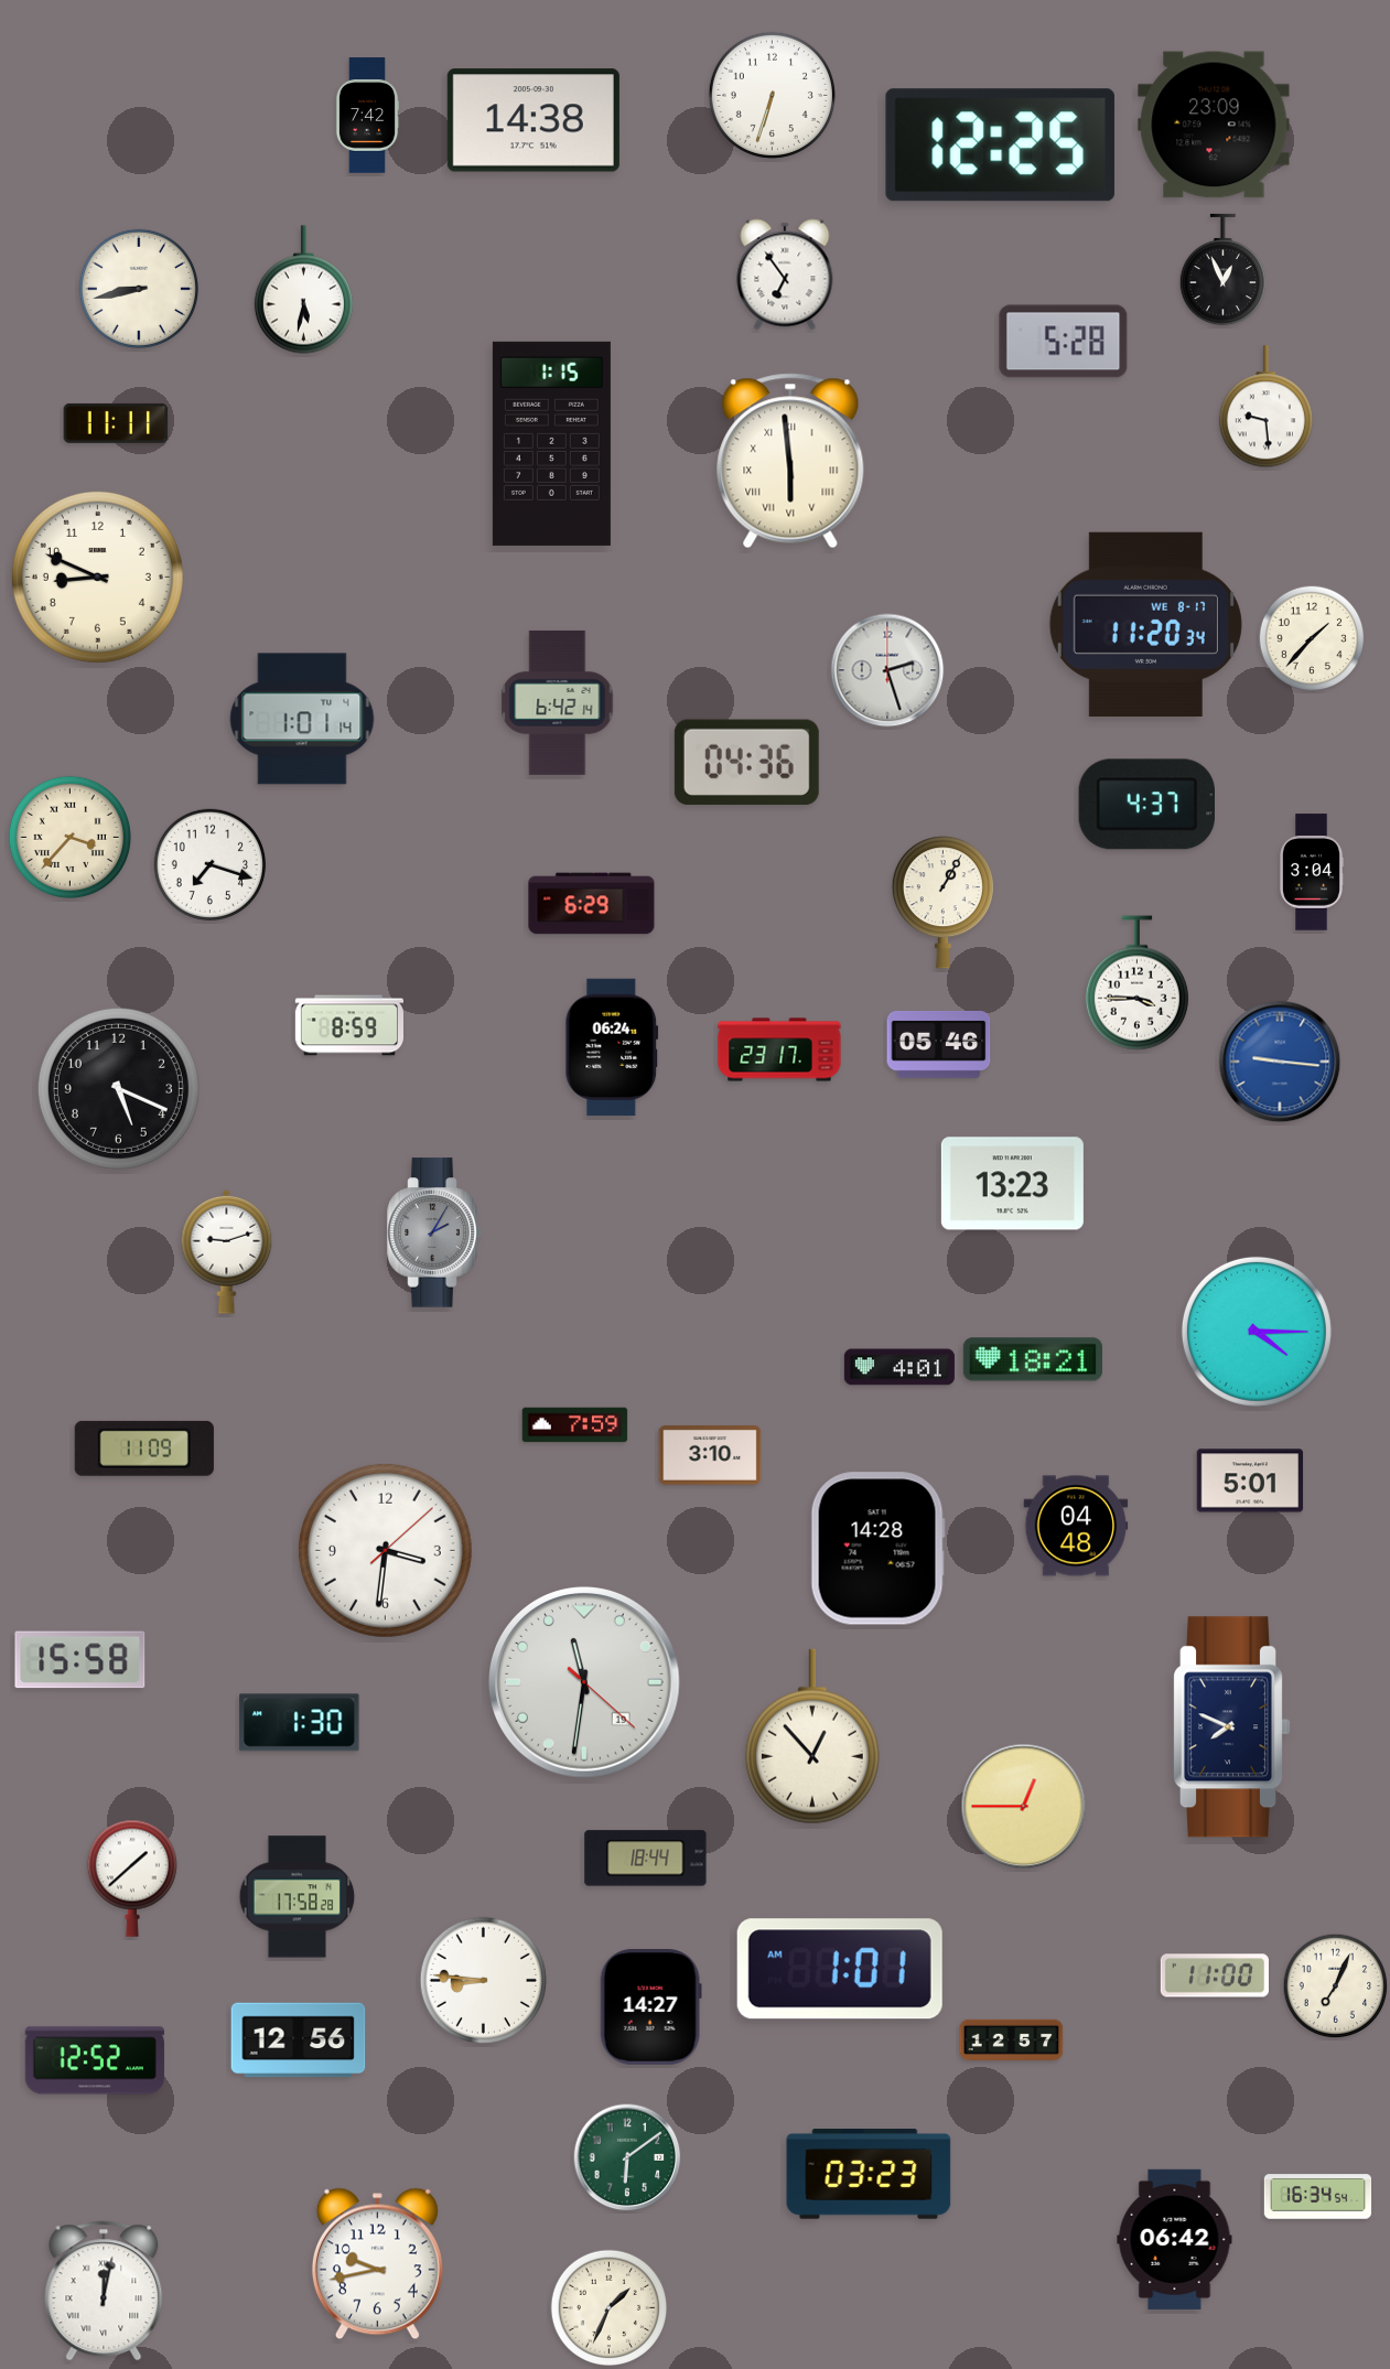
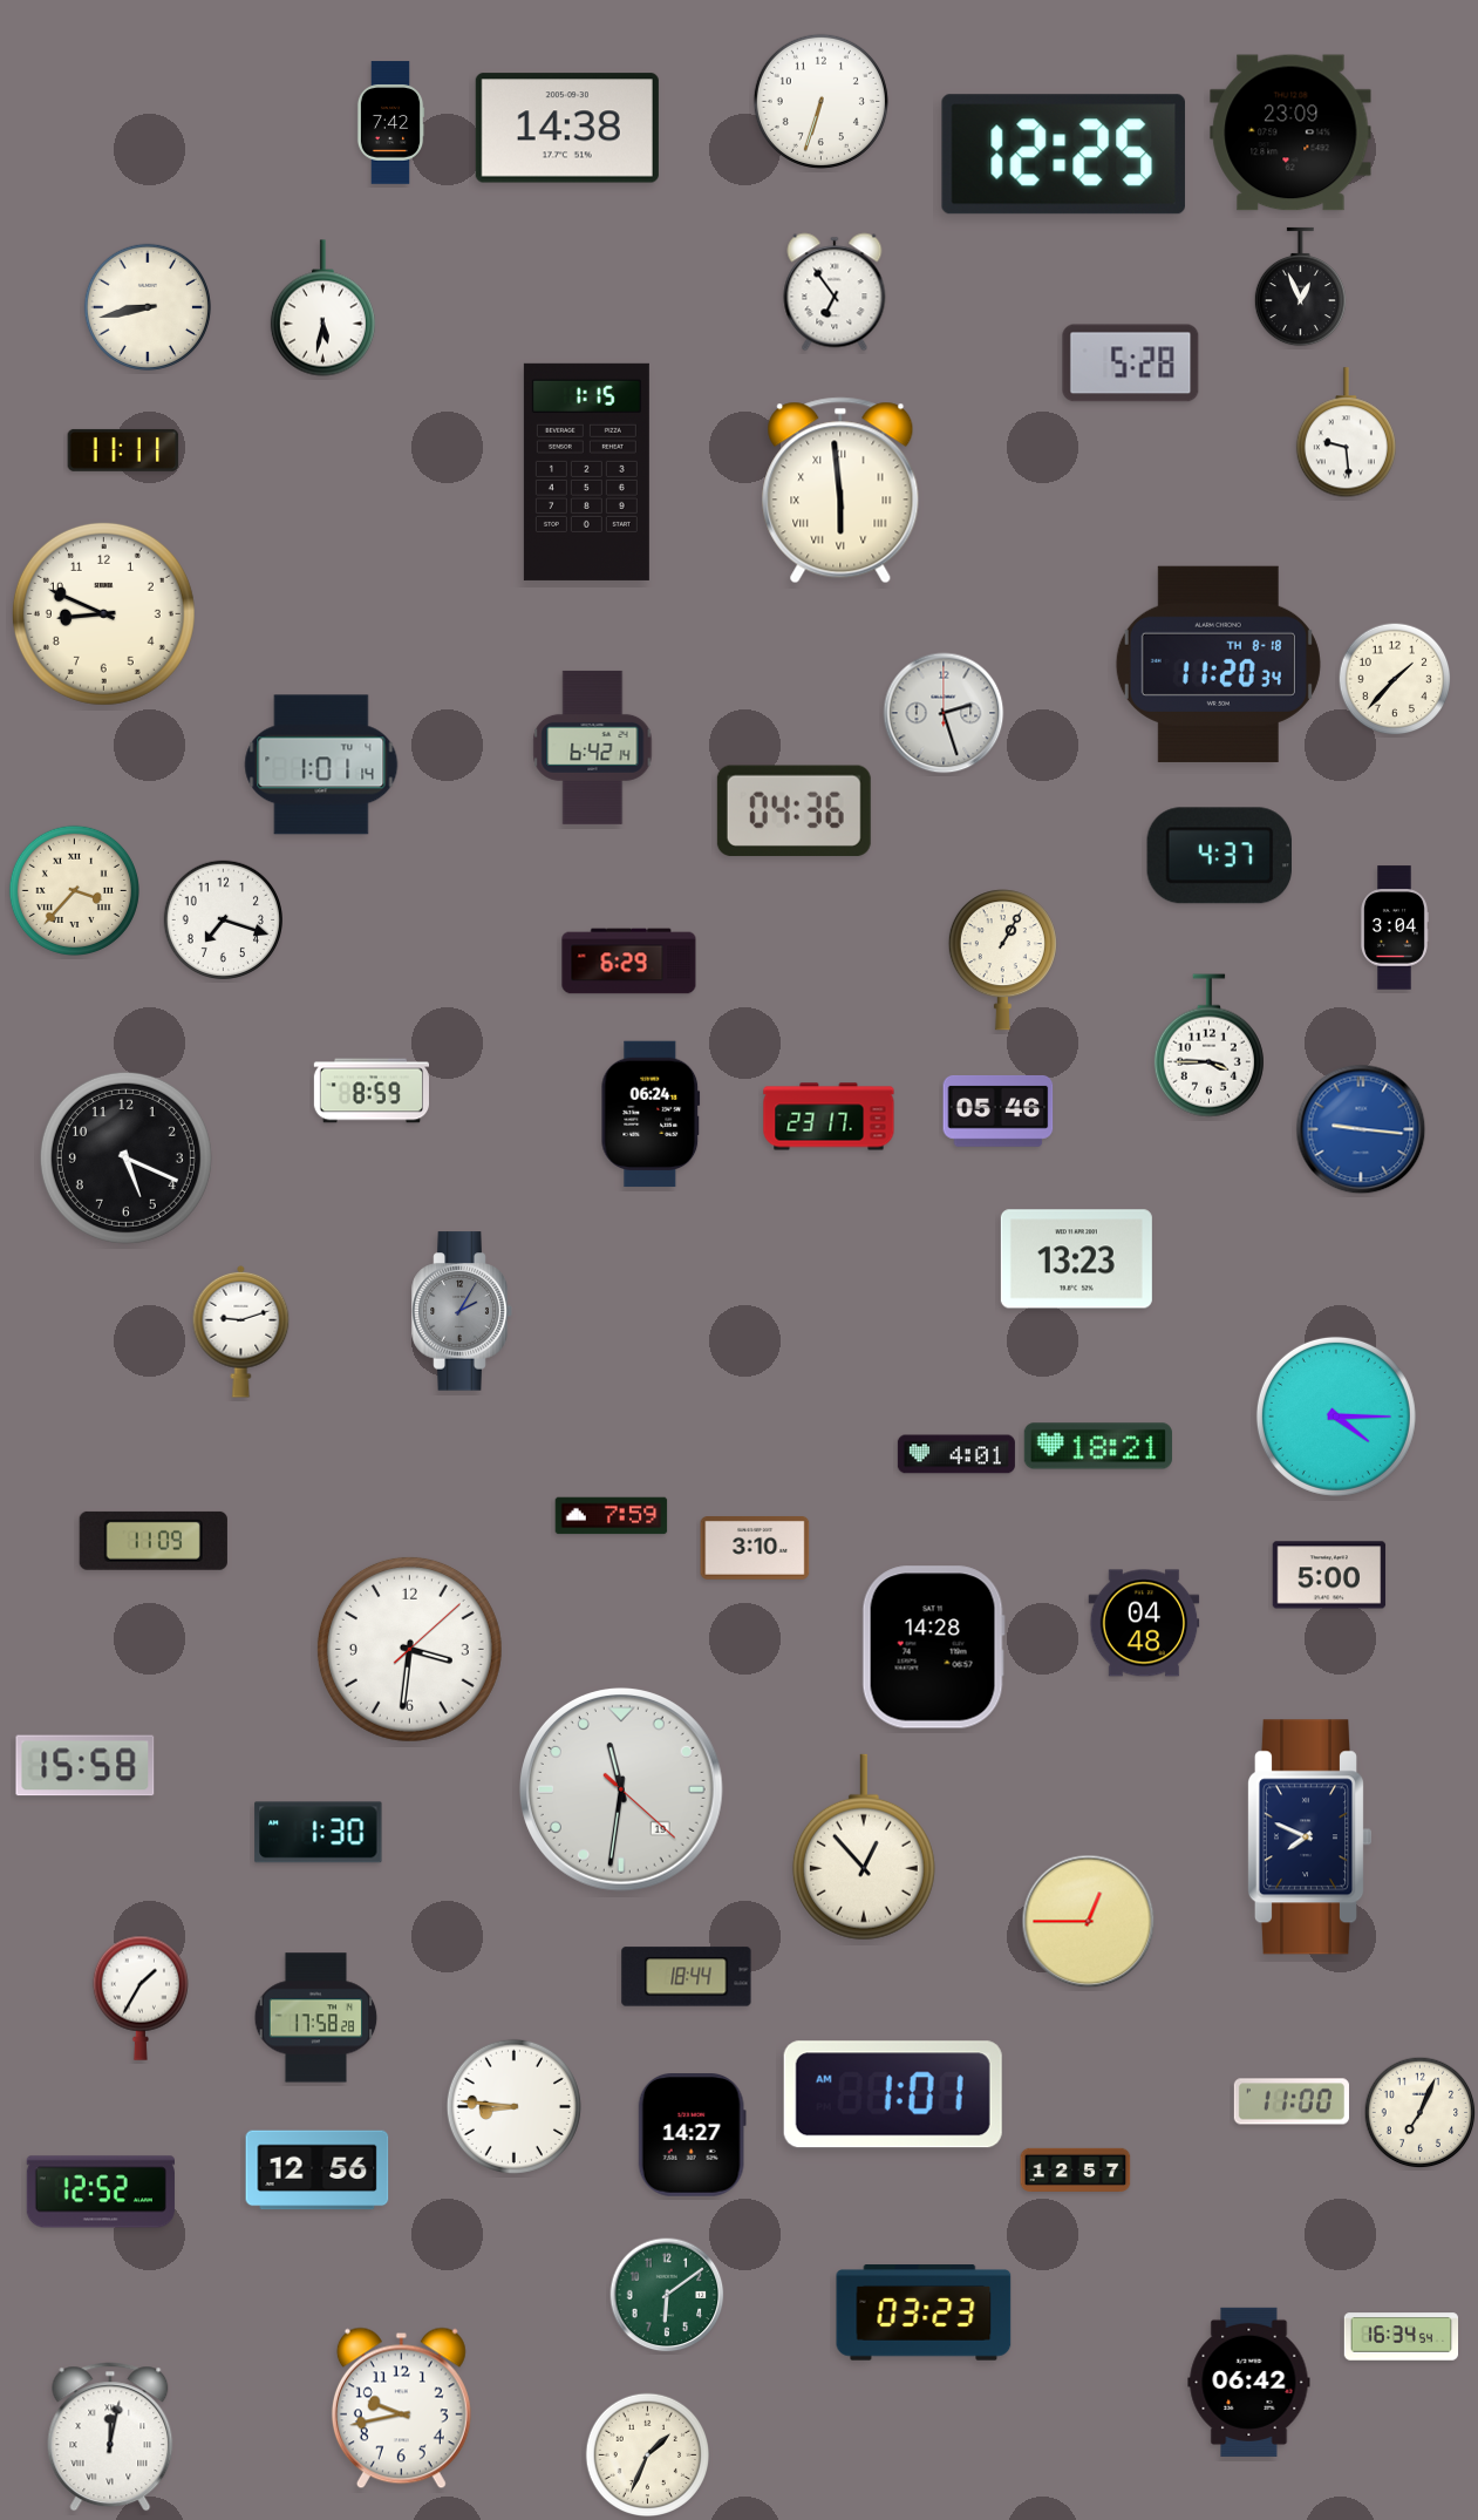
clock at (1145, 624) date: WE 8-17 -> TH 8-18
clock at (1250, 1480): 5:01 -> 5:00
clock at (132, 1878): 1:38 -> 1:35
